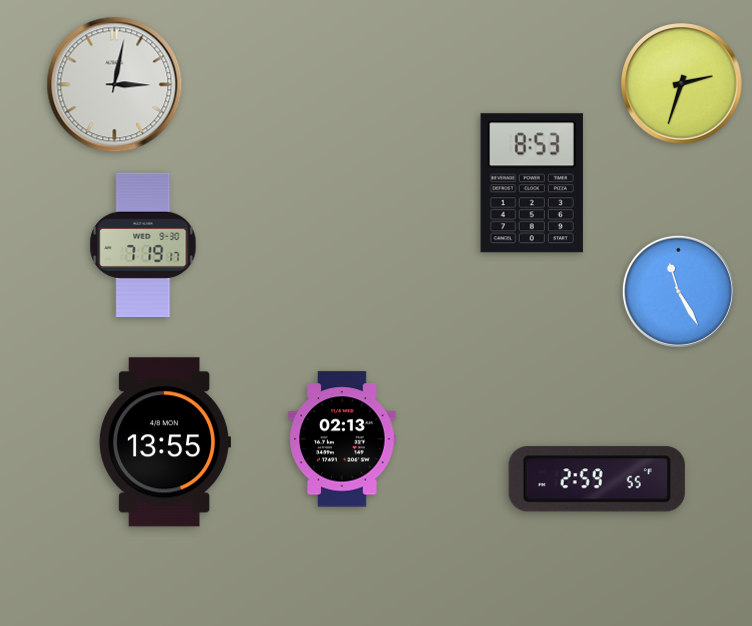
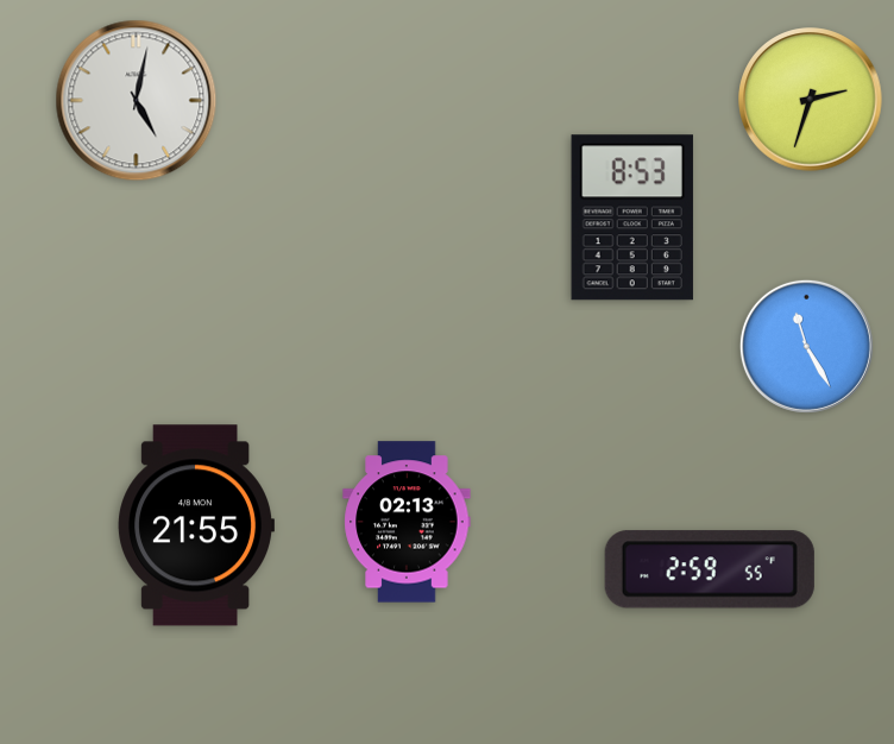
clock at (115, 85): 3:02 -> 5:02
clock at (143, 245): 7:19 -> none
clock at (164, 442): 13:55 -> 21:55
